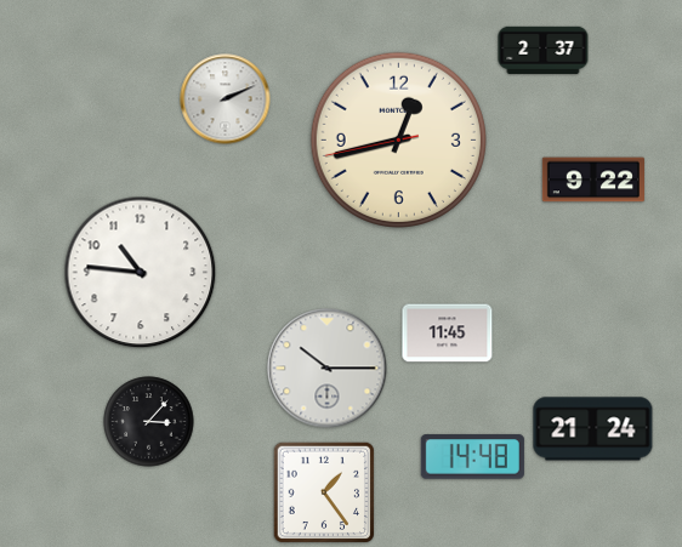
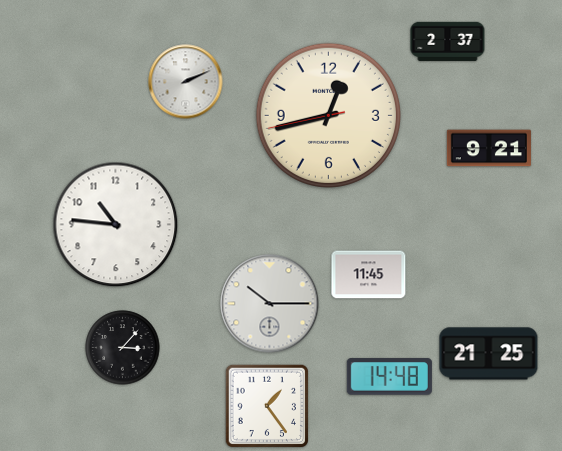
clock at (593, 180): 9:22 -> 9:21
clock at (593, 429): 21:24 -> 21:25
